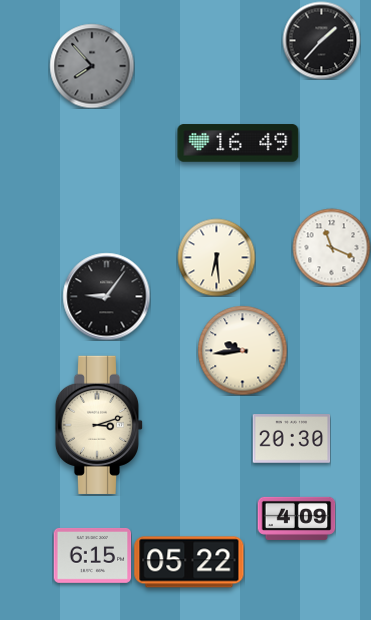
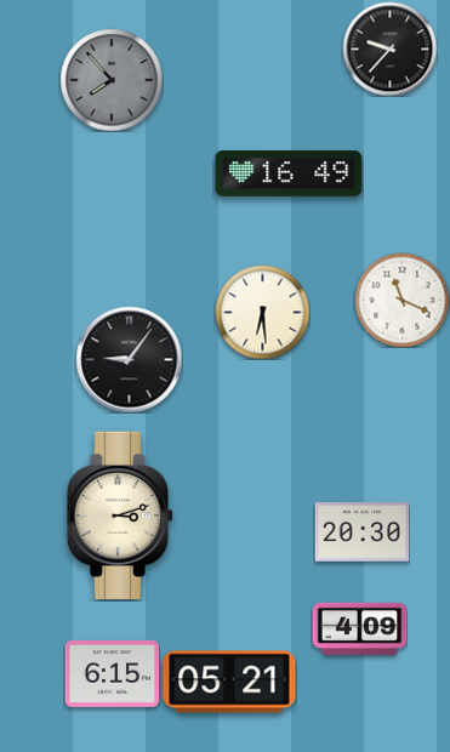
clock at (321, 40): 1:37 -> 9:37
clock at (242, 350): 9:44 -> none
clock at (291, 439) position: (291, 439) -> (361, 532)
clock at (189, 562): 05:22 -> 05:21
